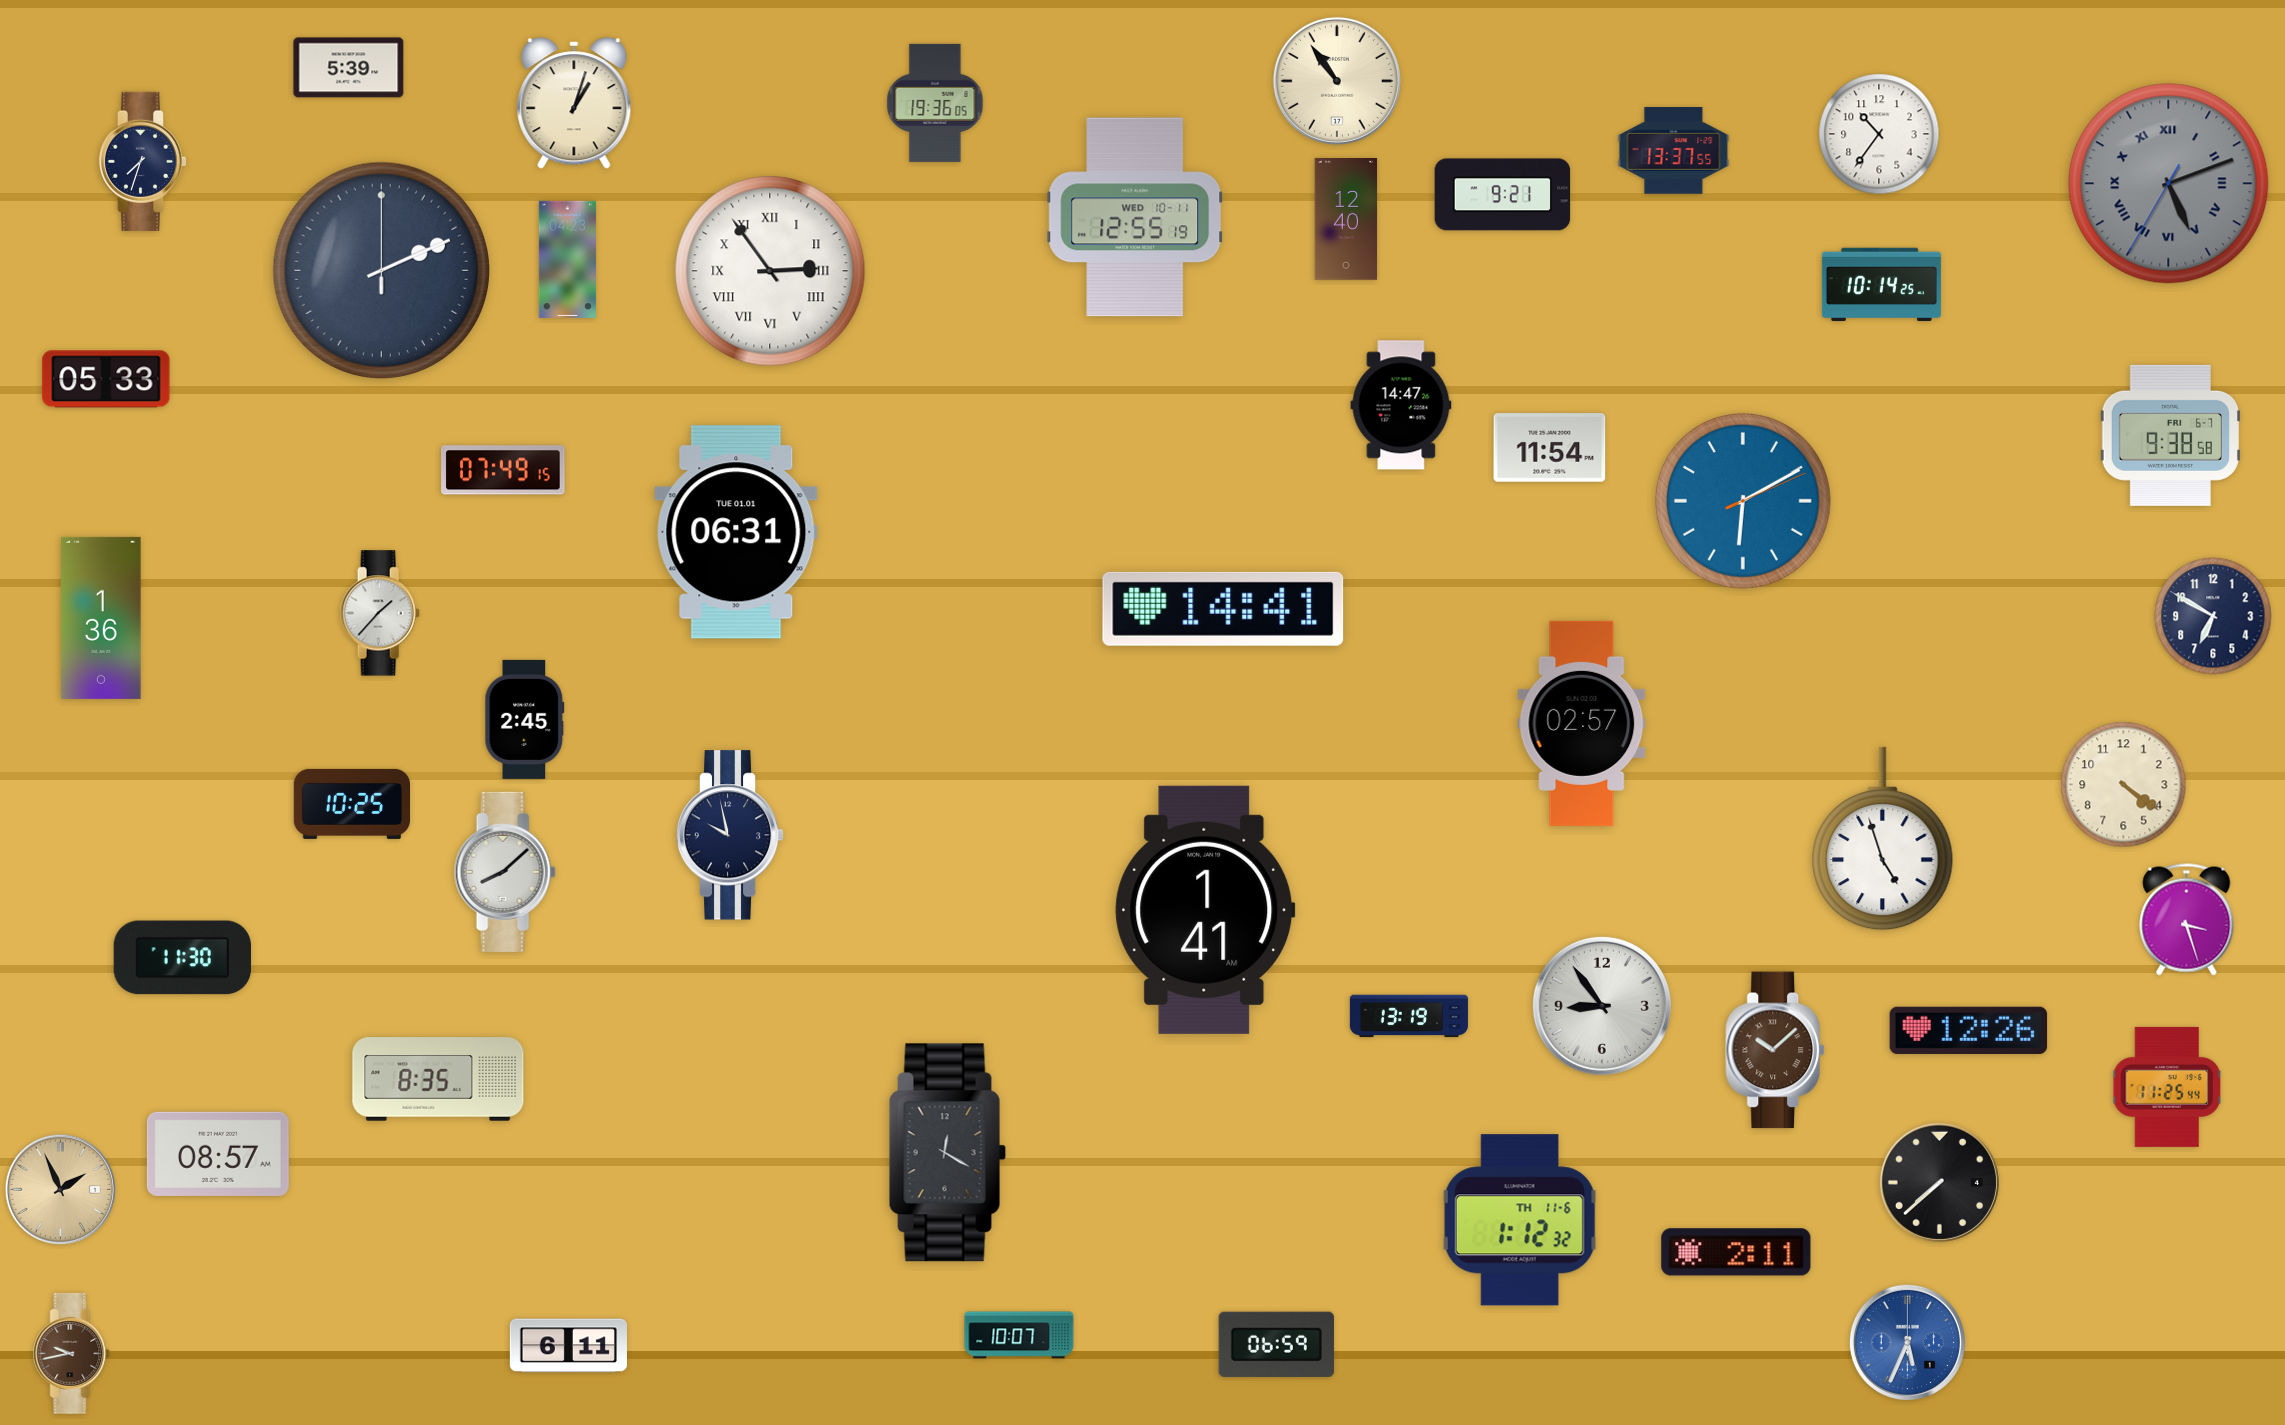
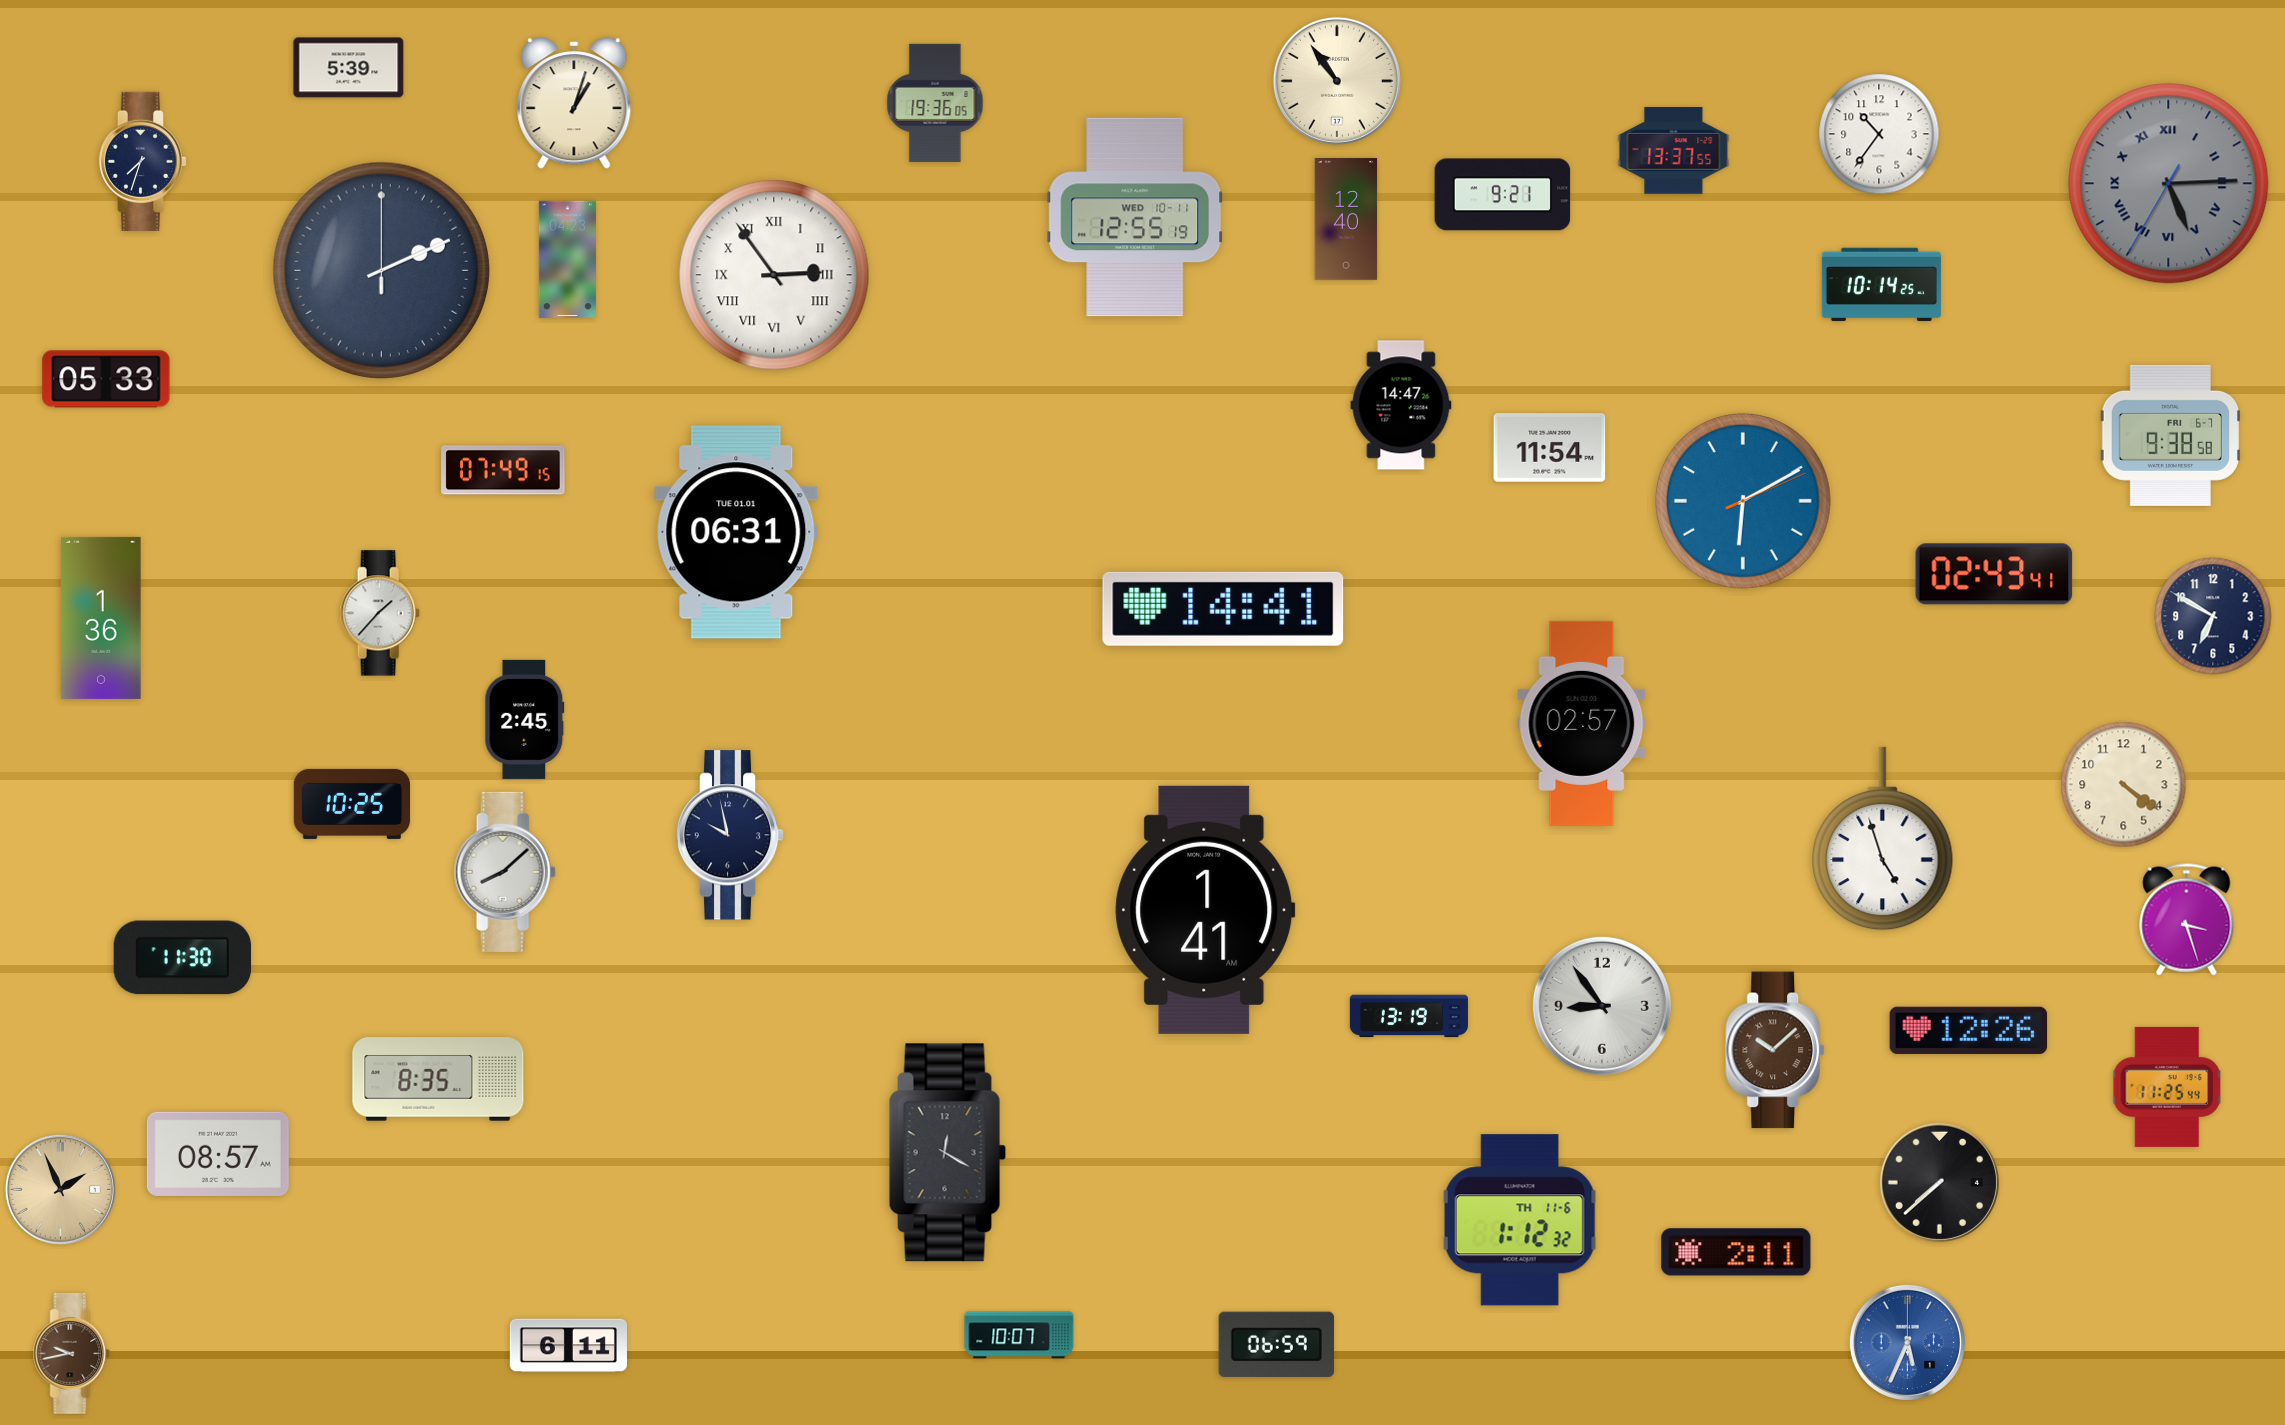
clock at (2169, 184): 5:11 -> 5:14
clock at (770, 271) position: (770, 271) -> (774, 275)
clock at (1994, 574): none -> 02:43
